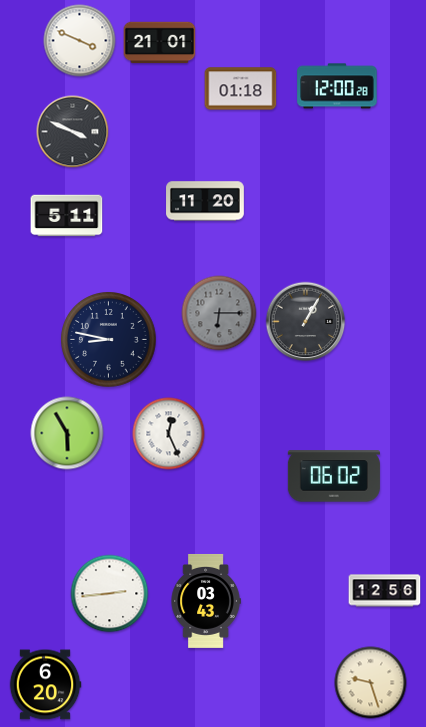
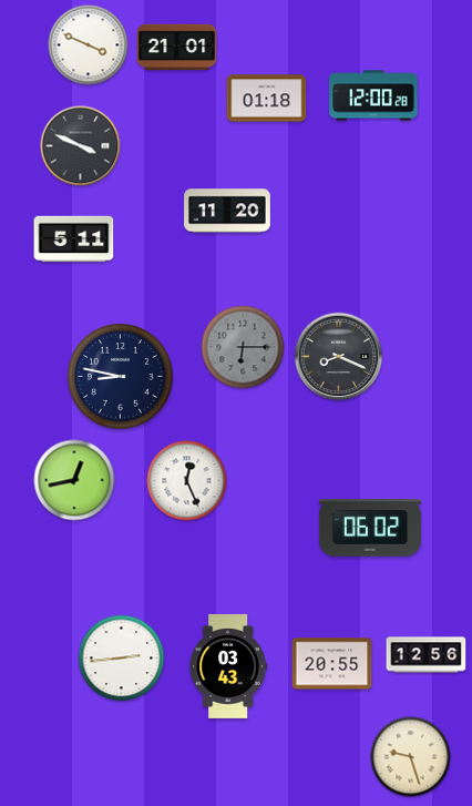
clock at (205, 201) position: (205, 201) -> (227, 211)
clock at (306, 322): 1:05 -> 8:19
clock at (67, 433): 5:55 -> 12:43
clock at (332, 664): none -> 20:55
clock at (45, 685): 6:20 -> none
